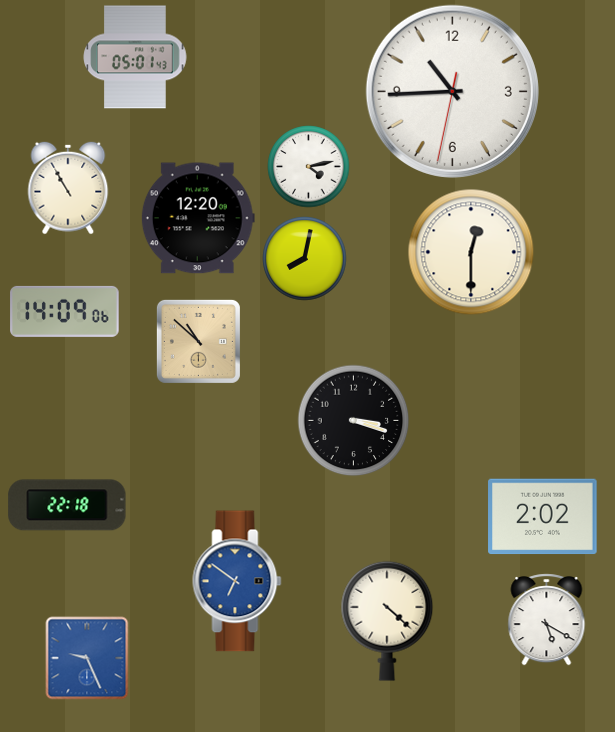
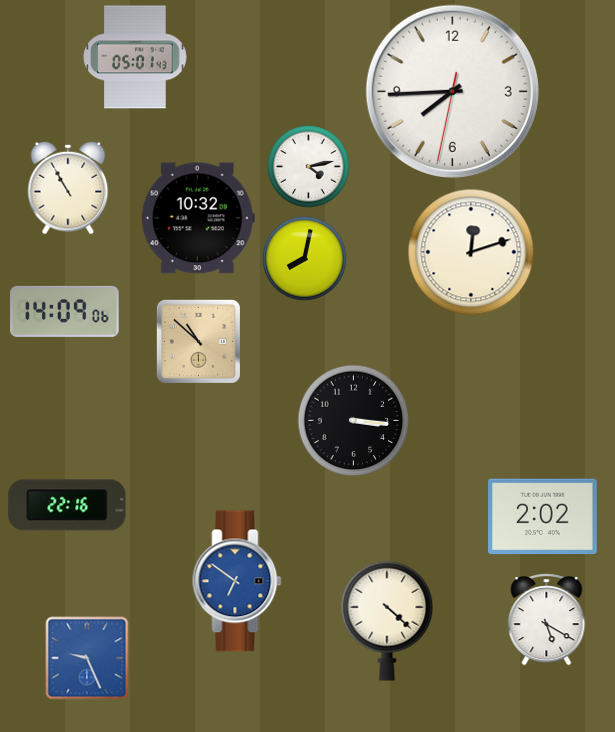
clock at (452, 91): 10:44 -> 7:44
clock at (198, 218): 12:20 -> 10:32
clock at (471, 252): 12:30 -> 12:12
clock at (353, 420): 3:18 -> 3:16
clock at (67, 505): 22:18 -> 22:16
